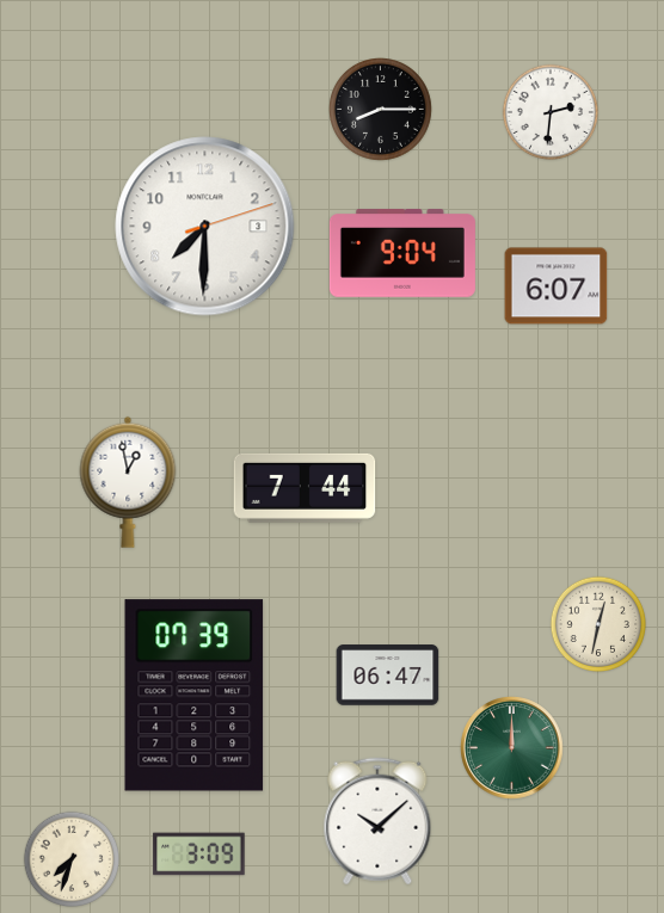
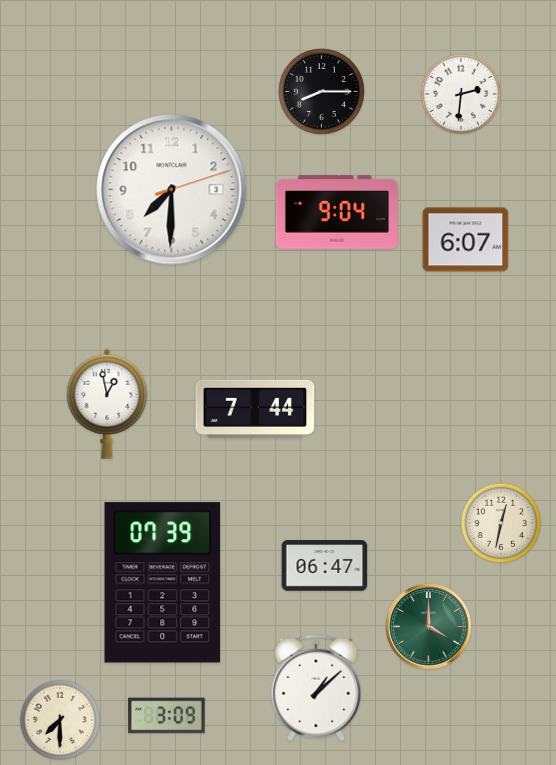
clock at (381, 110) position: (381, 110) -> (322, 92)
clock at (512, 748): 12:00 -> 4:00
clock at (377, 821): 10:08 -> 1:08
clock at (72, 859): 7:33 -> 7:30
